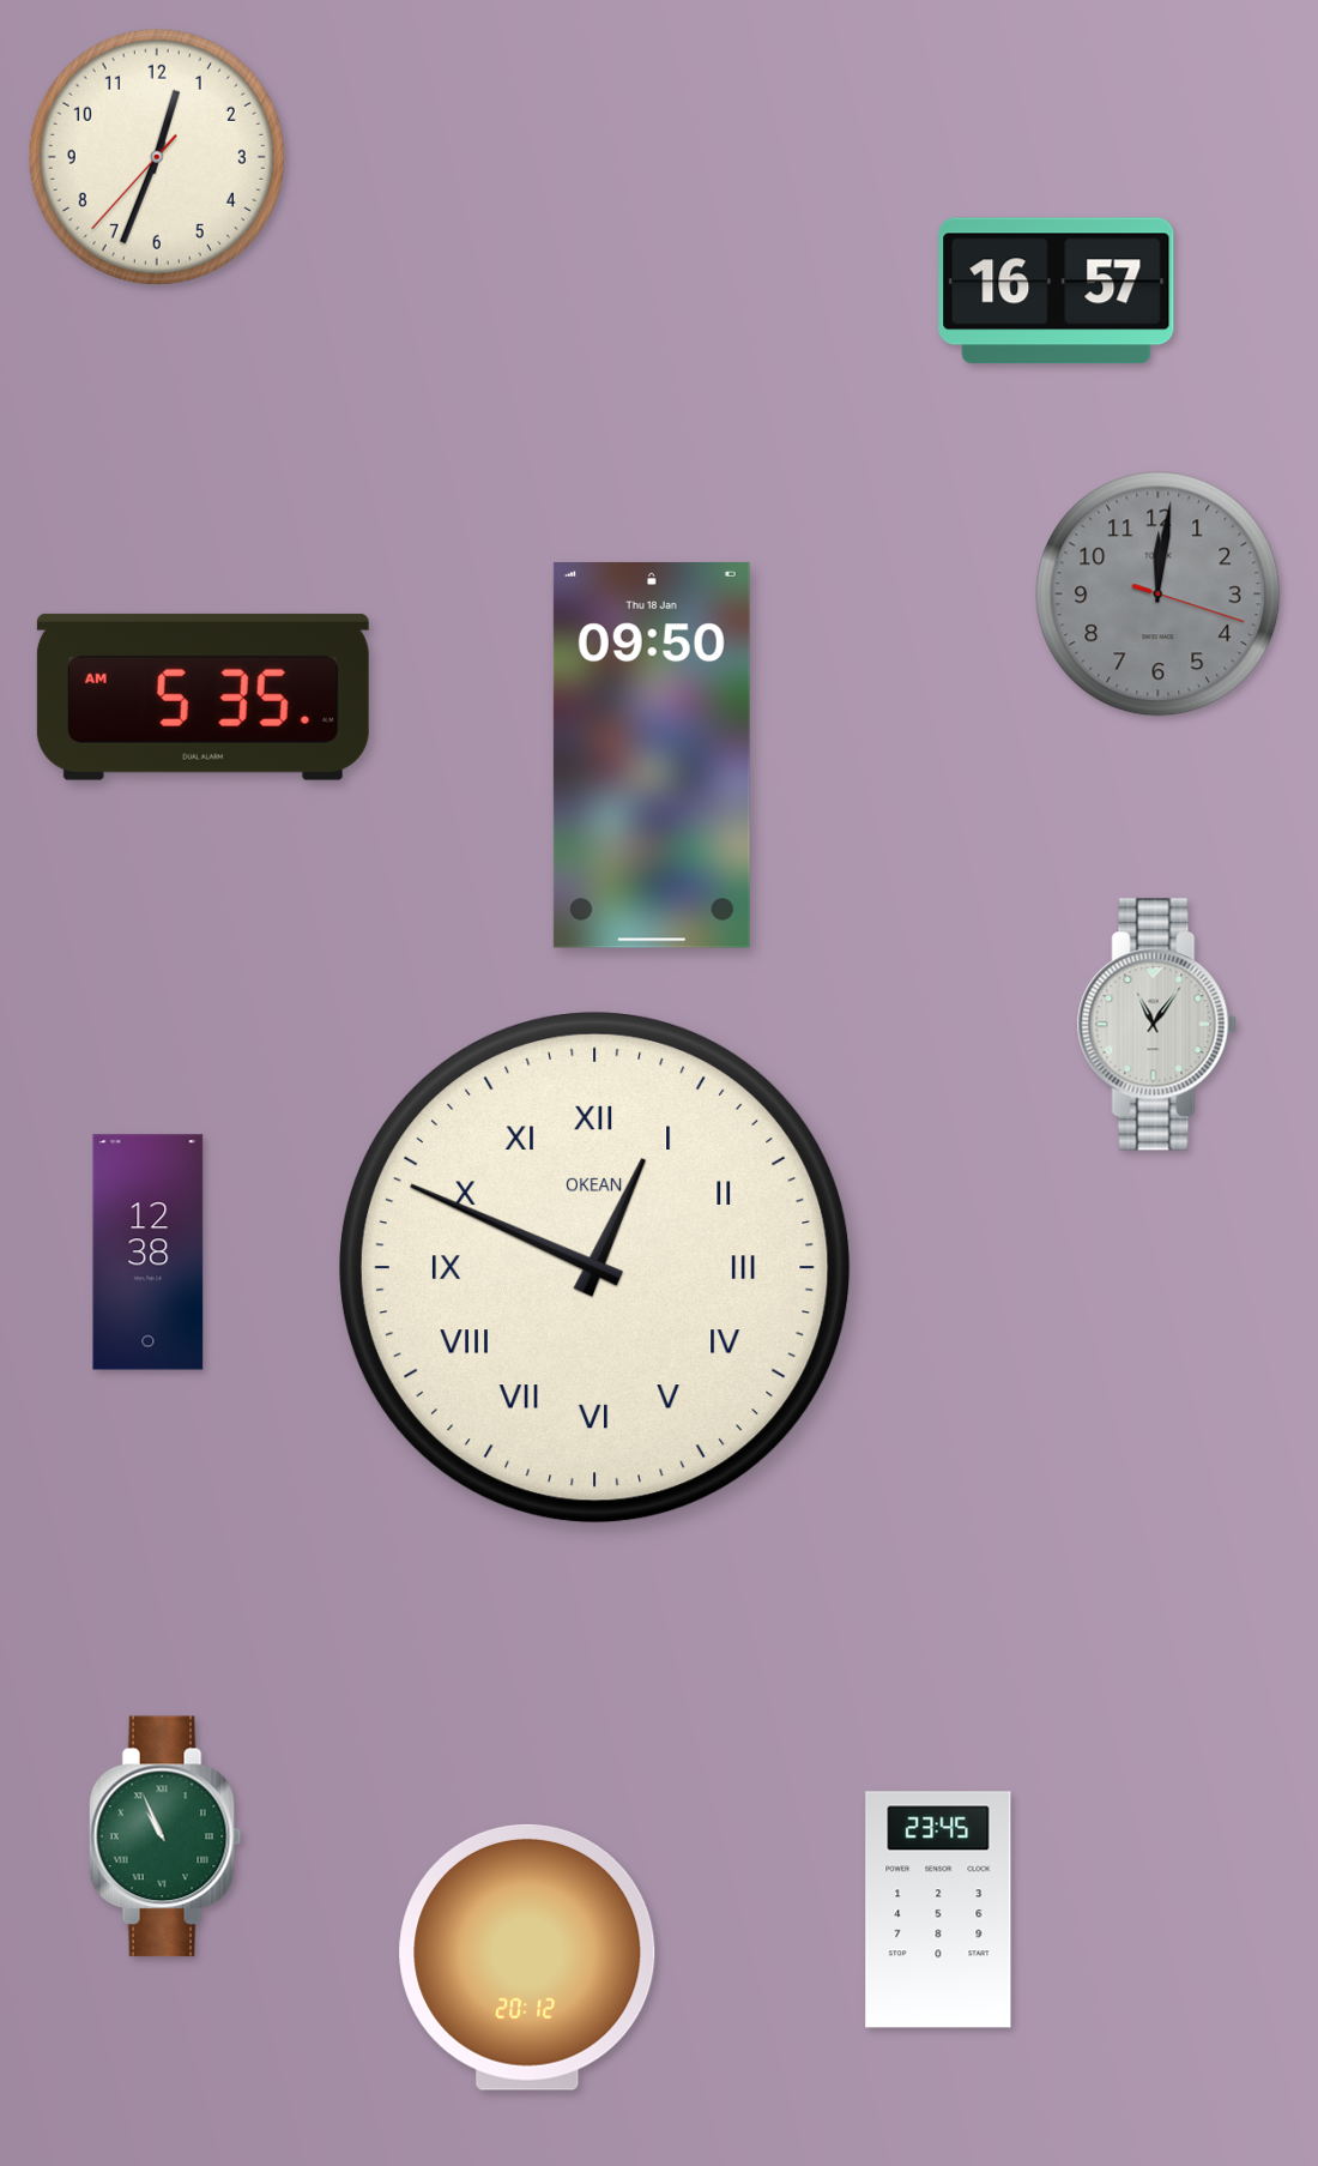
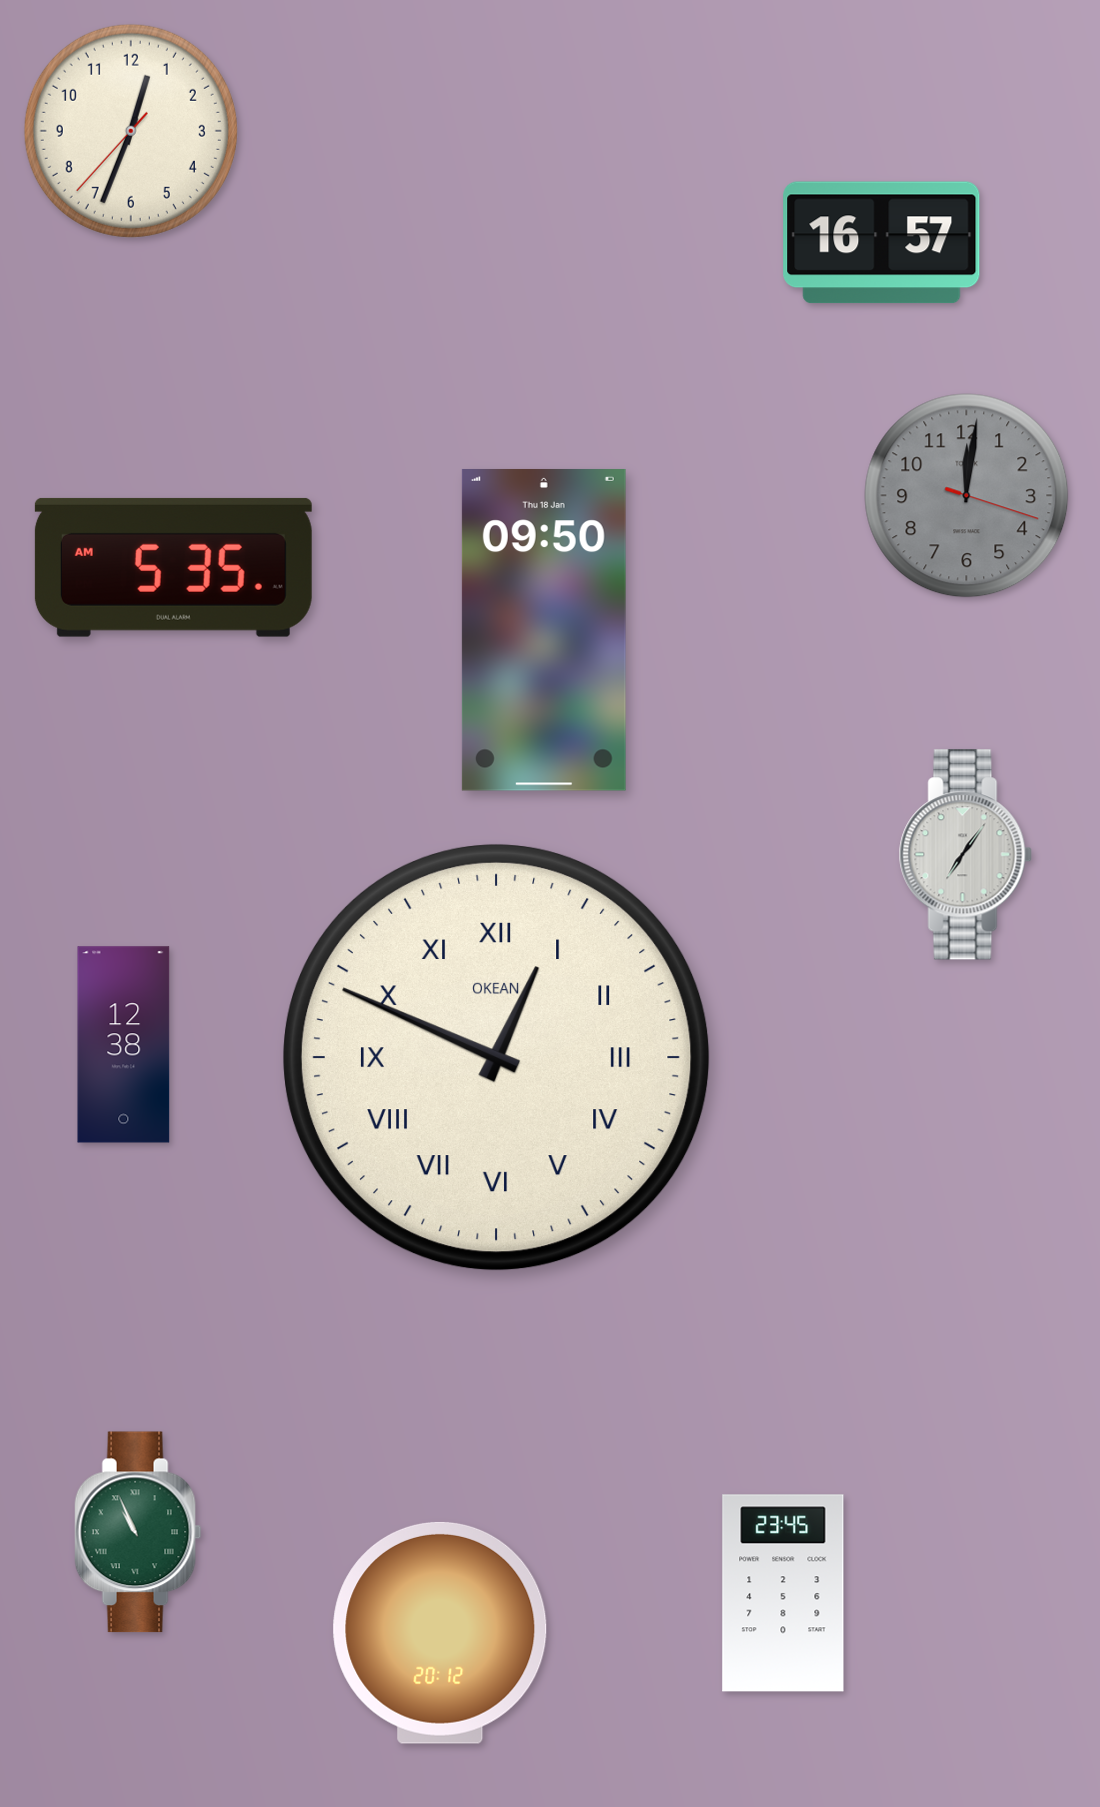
clock at (202, 696) position: (202, 696) -> (173, 567)
clock at (1156, 1025): 11:06 -> 7:06
